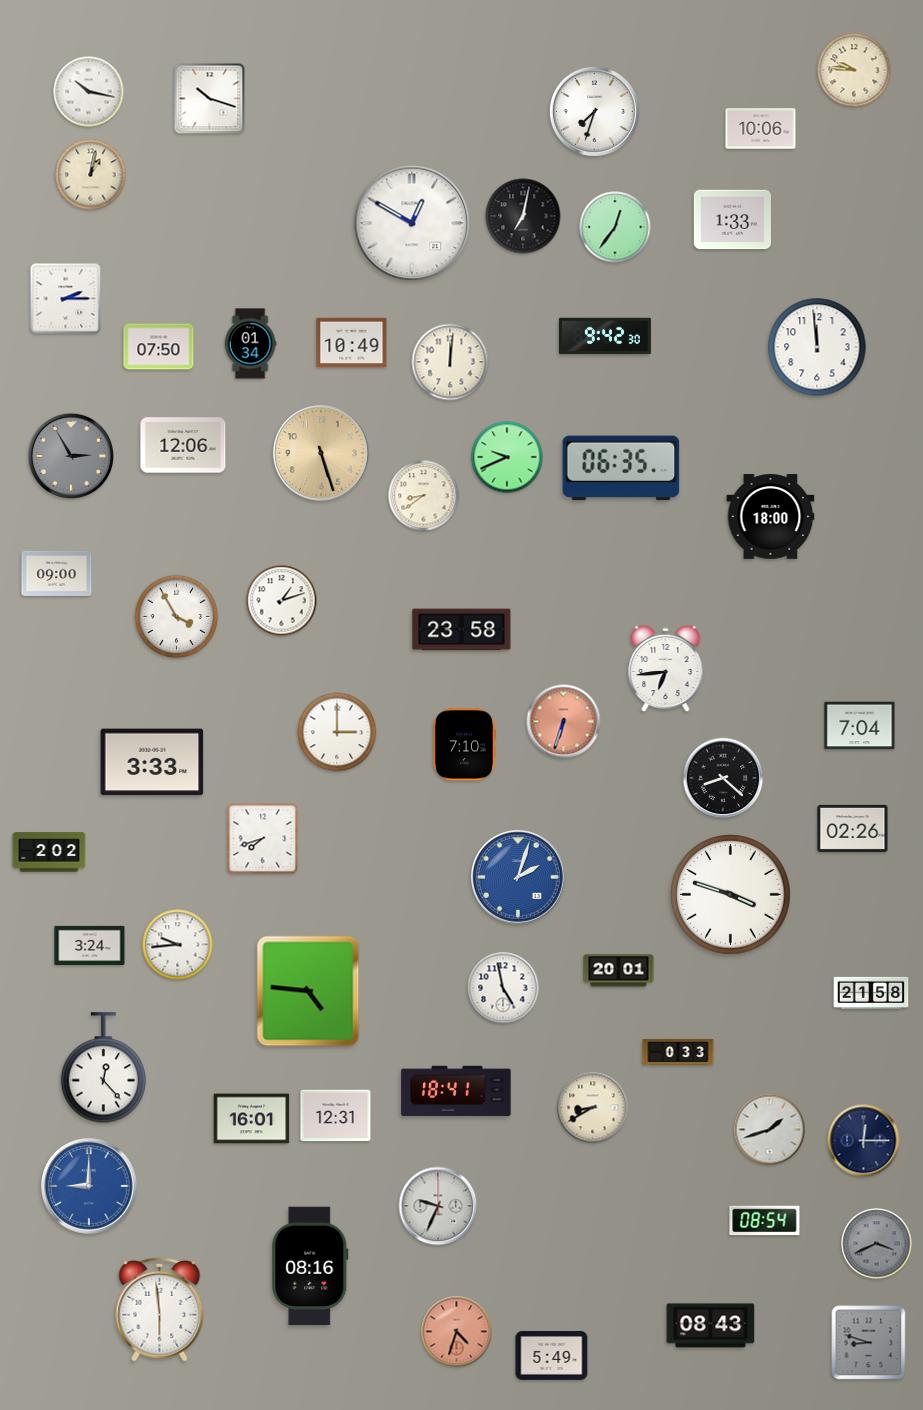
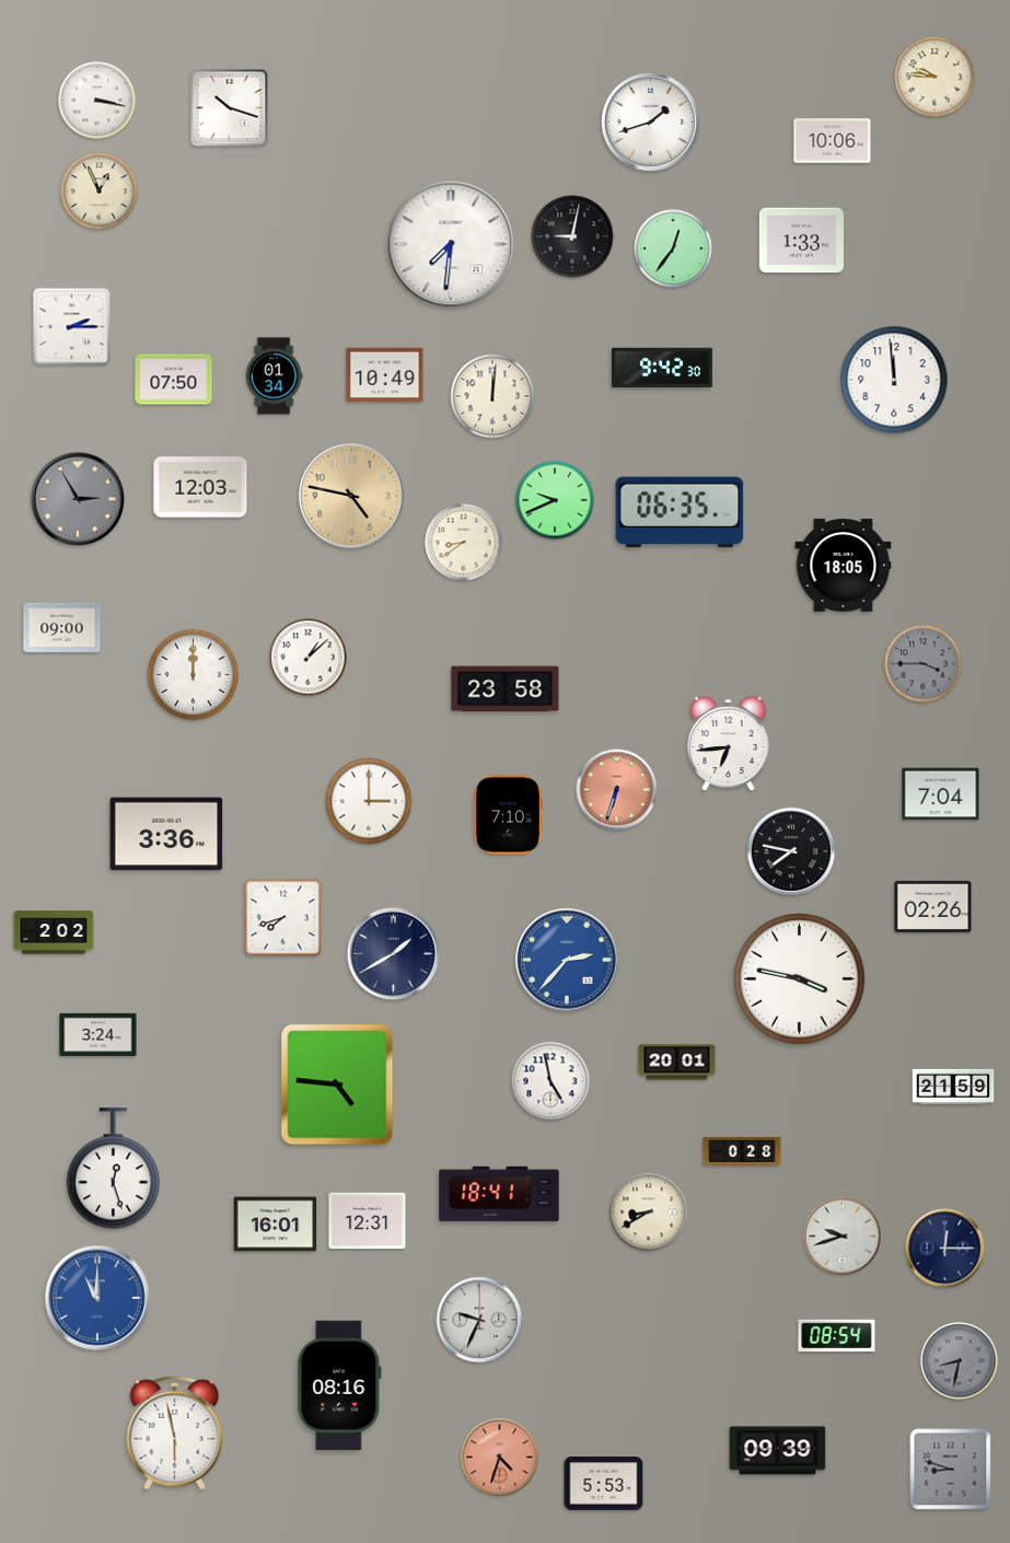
clock at (89, 92): 10:17 -> 3:17
clock at (594, 111): 7:33 -> 1:42
clock at (91, 175): 1:02 -> 12:56
clock at (523, 216): 7:02 -> 9:02
clock at (412, 223): 12:50 -> 7:31
clock at (183, 445): 12:06 -> 12:03
clock at (321, 453): 5:27 -> 4:47
clock at (771, 517): 18:00 -> 18:05
clock at (282, 601): 1:12 -> 1:08
clock at (924, 664): none -> 3:45
clock at (177, 617): 3:55 -> 12:00
clock at (666, 669) position: (666, 669) -> (729, 744)
clock at (152, 762): 3:33 -> 3:36
clock at (723, 778): 8:22 -> 7:47
clock at (263, 839) position: (263, 839) -> (283, 918)
clock at (394, 954): none -> 1:40
clock at (518, 877): 2:03 -> 2:37
clock at (731, 895): 3:48 -> 3:47
clock at (178, 945): 9:44 -> none
clock at (871, 992): 21:58 -> 21:59
clock at (678, 1052): 0:33 -> 0:28
clock at (103, 1068): 12:23 -> 12:27
clock at (770, 1130): 1:42 -> 9:42
clock at (89, 1186): 9:00 -> 11:00
clock at (877, 1244): 3:41 -> 8:32
clock at (160, 1309): 5:59 -> 5:58
clock at (711, 1326): 08:43 -> 09:39
clock at (552, 1356): 5:49 -> 5:53
